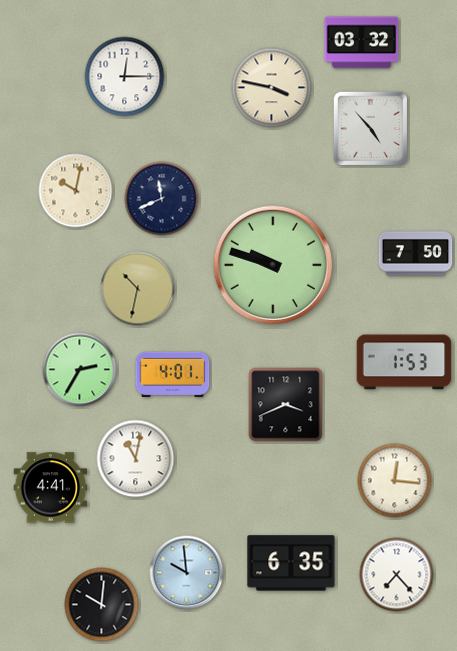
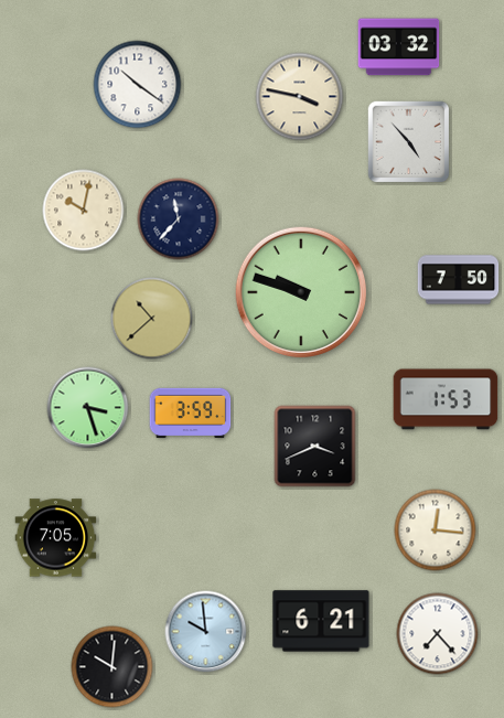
clock at (125, 77): 12:15 -> 10:21
clock at (162, 199): 11:41 -> 11:37
clock at (138, 289): 10:32 -> 10:38
clock at (80, 370): 2:35 -> 3:27
clock at (173, 374): 4:01 -> 3:59
clock at (136, 459): 11:02 -> none
clock at (51, 488): 4:41 -> 7:05
clock at (291, 563): 6:35 -> 6:21
